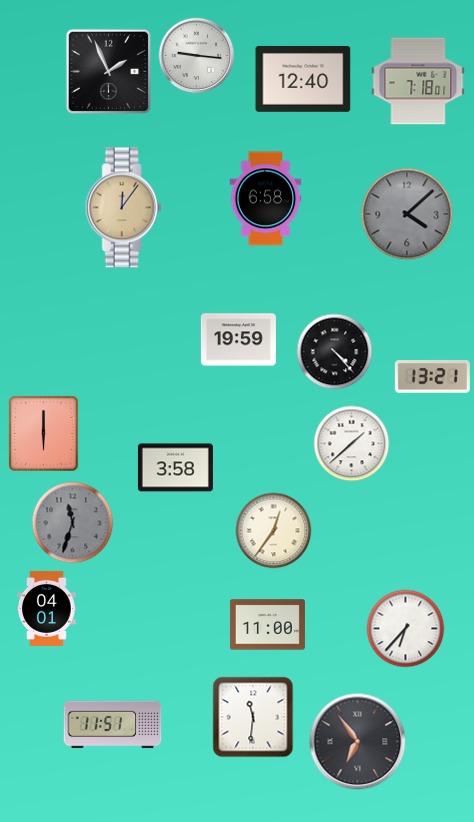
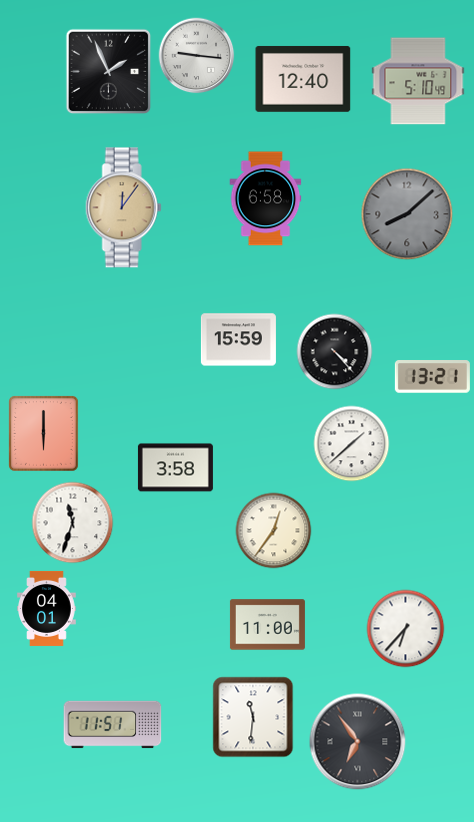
clock at (418, 81): 7:18 -> 5:10
clock at (407, 214): 4:08 -> 8:08
clock at (238, 340): 19:59 -> 15:59
clock at (73, 523) dial: grey -> white
